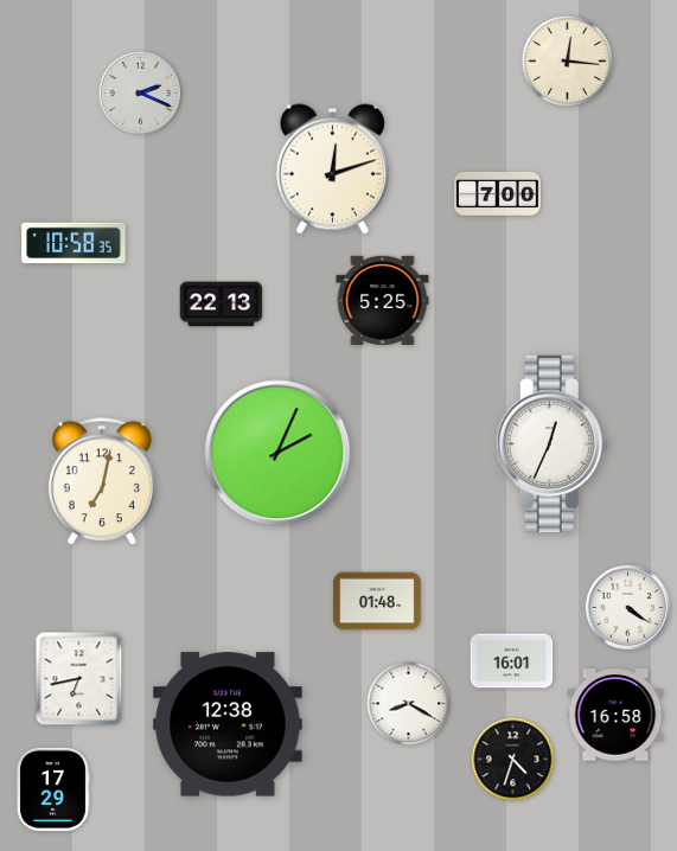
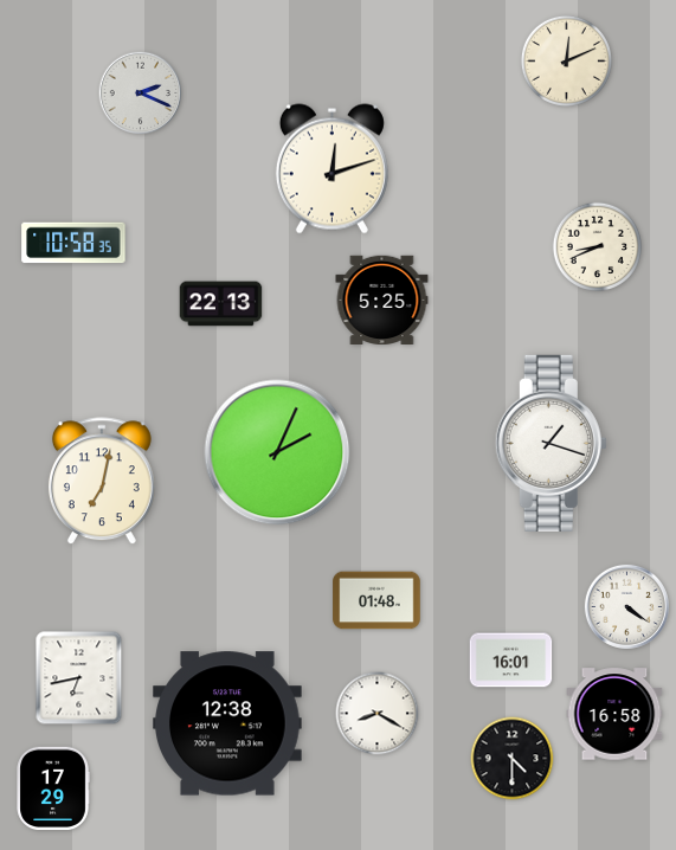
clock at (567, 60): 12:16 -> 12:11
clock at (498, 193): 7:00 -> none
clock at (598, 247): none -> 8:41
clock at (551, 443): 12:34 -> 1:18
clock at (409, 704) position: (409, 704) -> (378, 714)
clock at (513, 760): 4:33 -> 4:30
